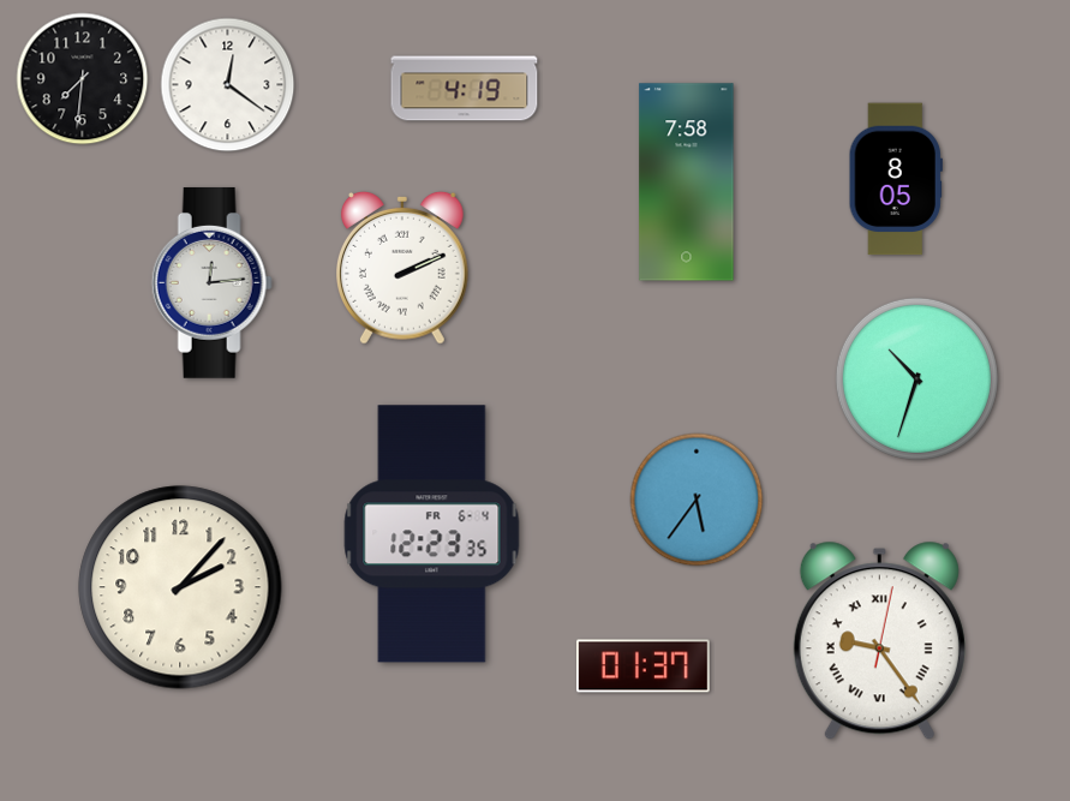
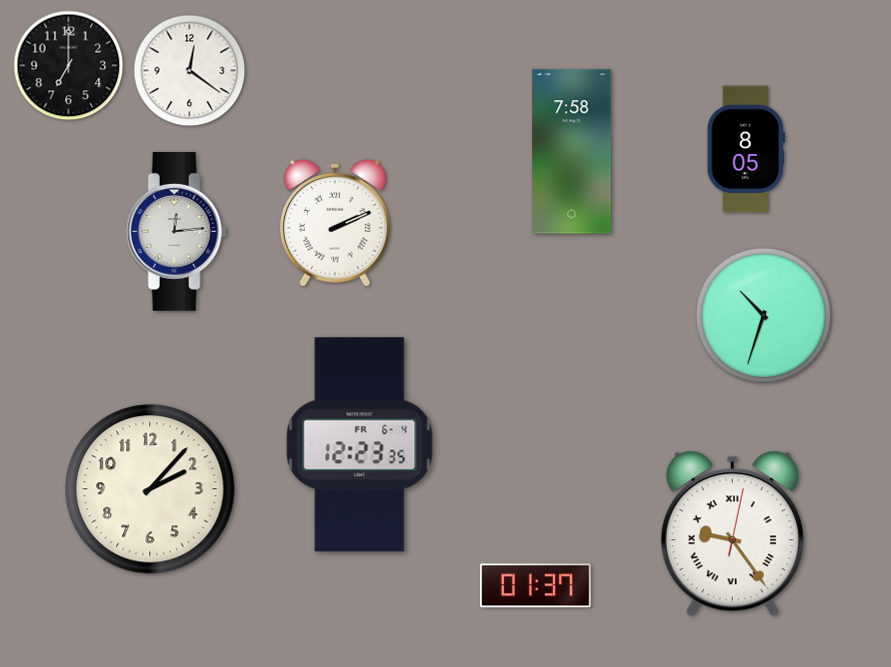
clock at (83, 79): 7:31 -> 7:00
clock at (465, 89): 4:19 -> none
clock at (211, 282) position: (211, 282) -> (176, 231)
clock at (697, 500): 5:36 -> none
clock at (644, 666) position: (644, 666) -> (536, 586)
